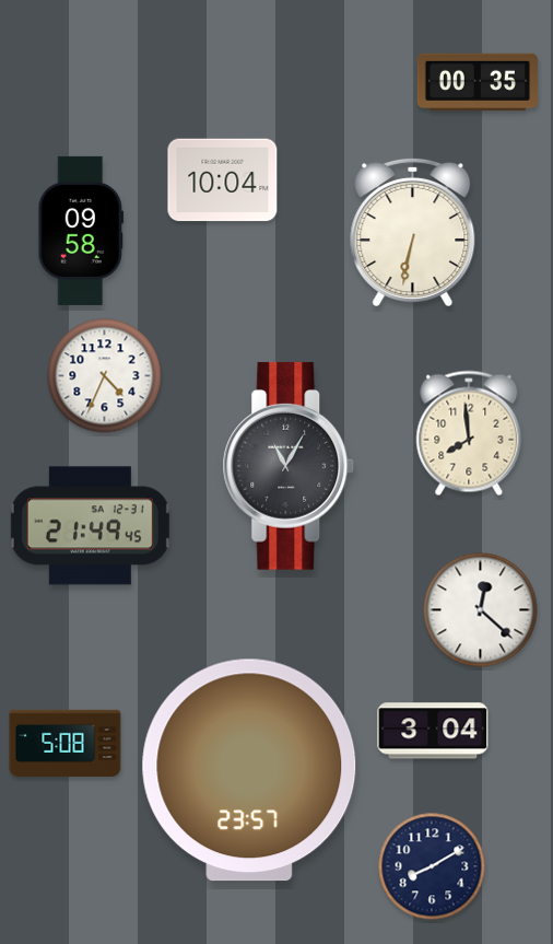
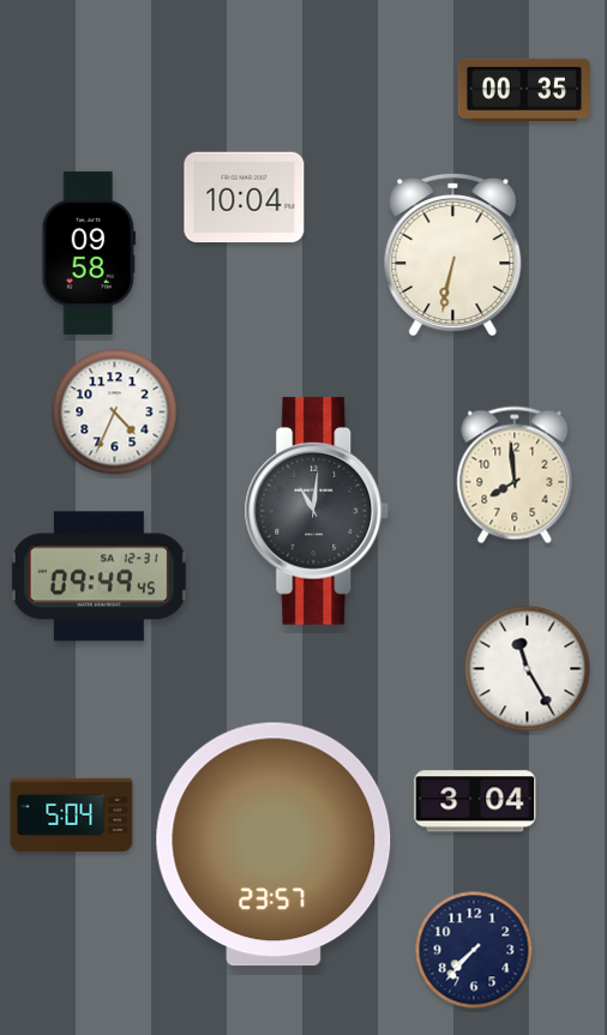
clock at (289, 466): 11:05 -> 11:01
clock at (90, 526): 21:49 -> 09:49
clock at (481, 610): 12:22 -> 11:25
clock at (66, 743): 5:08 -> 5:04
clock at (432, 866): 8:10 -> 7:37
